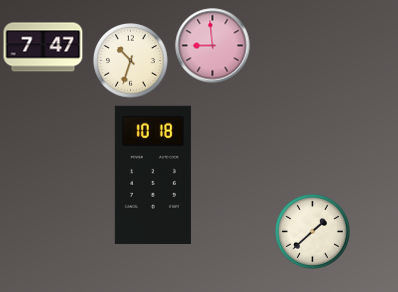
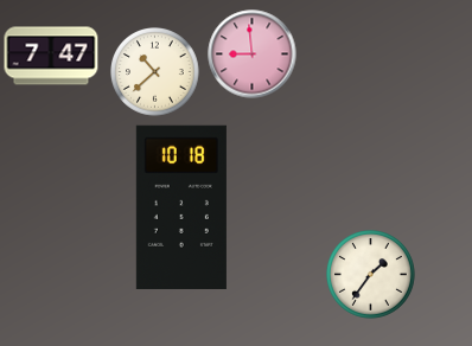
clock at (131, 61): 10:33 -> 10:38
clock at (313, 232): 1:38 -> 1:36
